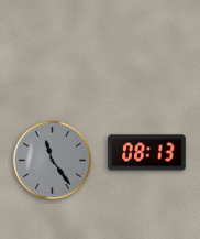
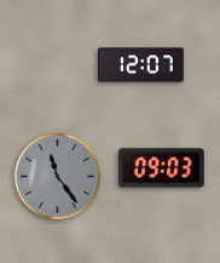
clock at (141, 65): none -> 12:07
clock at (147, 153): 08:13 -> 09:03
